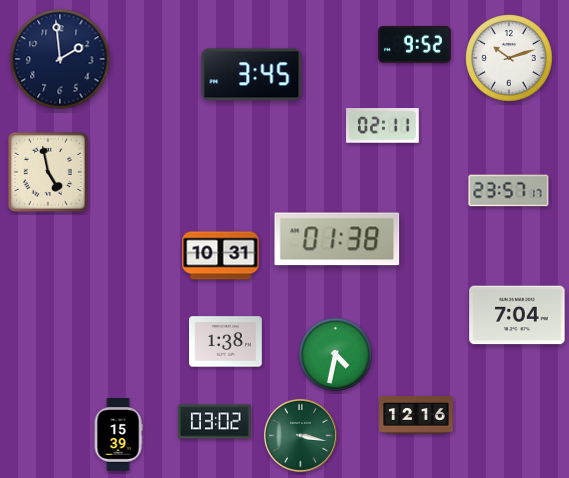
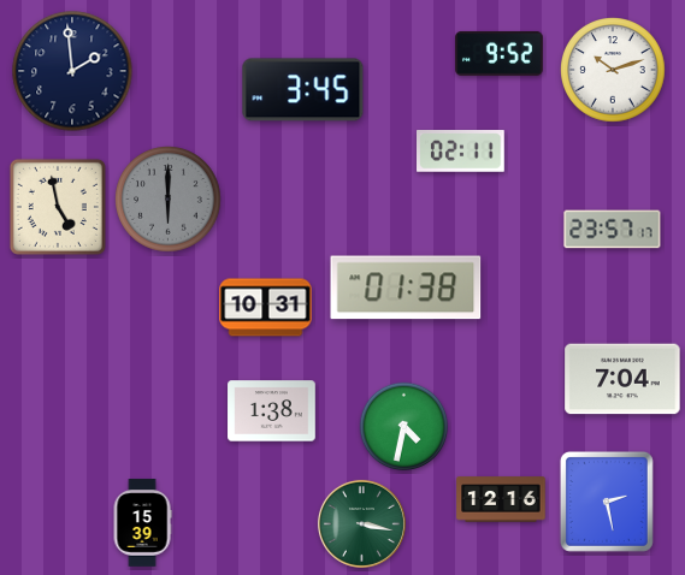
clock at (169, 200): none -> 6:00
clock at (607, 502): none -> 2:28
clock at (215, 422): 03:02 -> none
